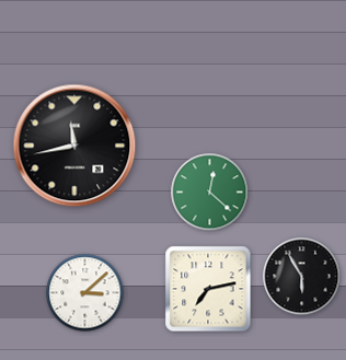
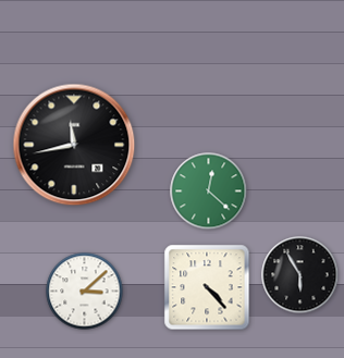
clock at (208, 289): 7:13 -> 4:23
